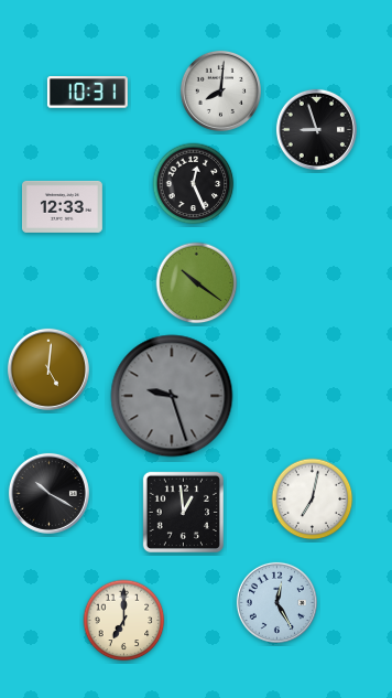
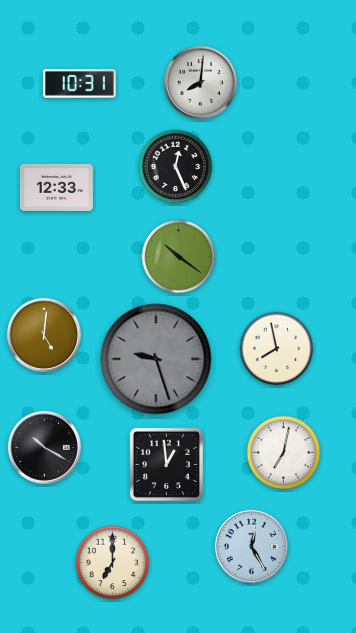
clock at (316, 129): 8:57 -> none
clock at (277, 349): none -> 7:58
